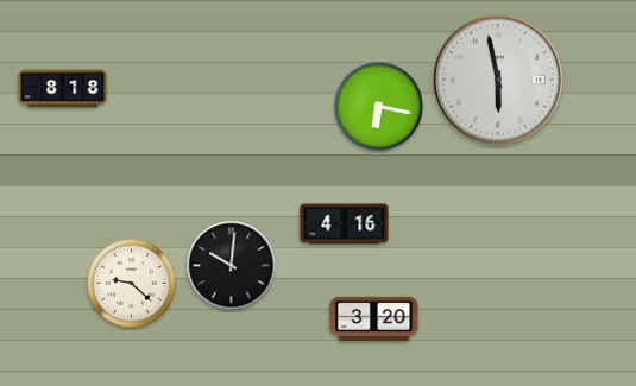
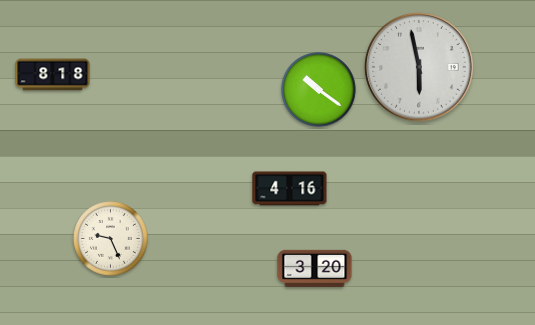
clock at (379, 107): 6:17 -> 10:21
clock at (232, 266): 10:01 -> none
clock at (132, 284): 9:22 -> 9:26
